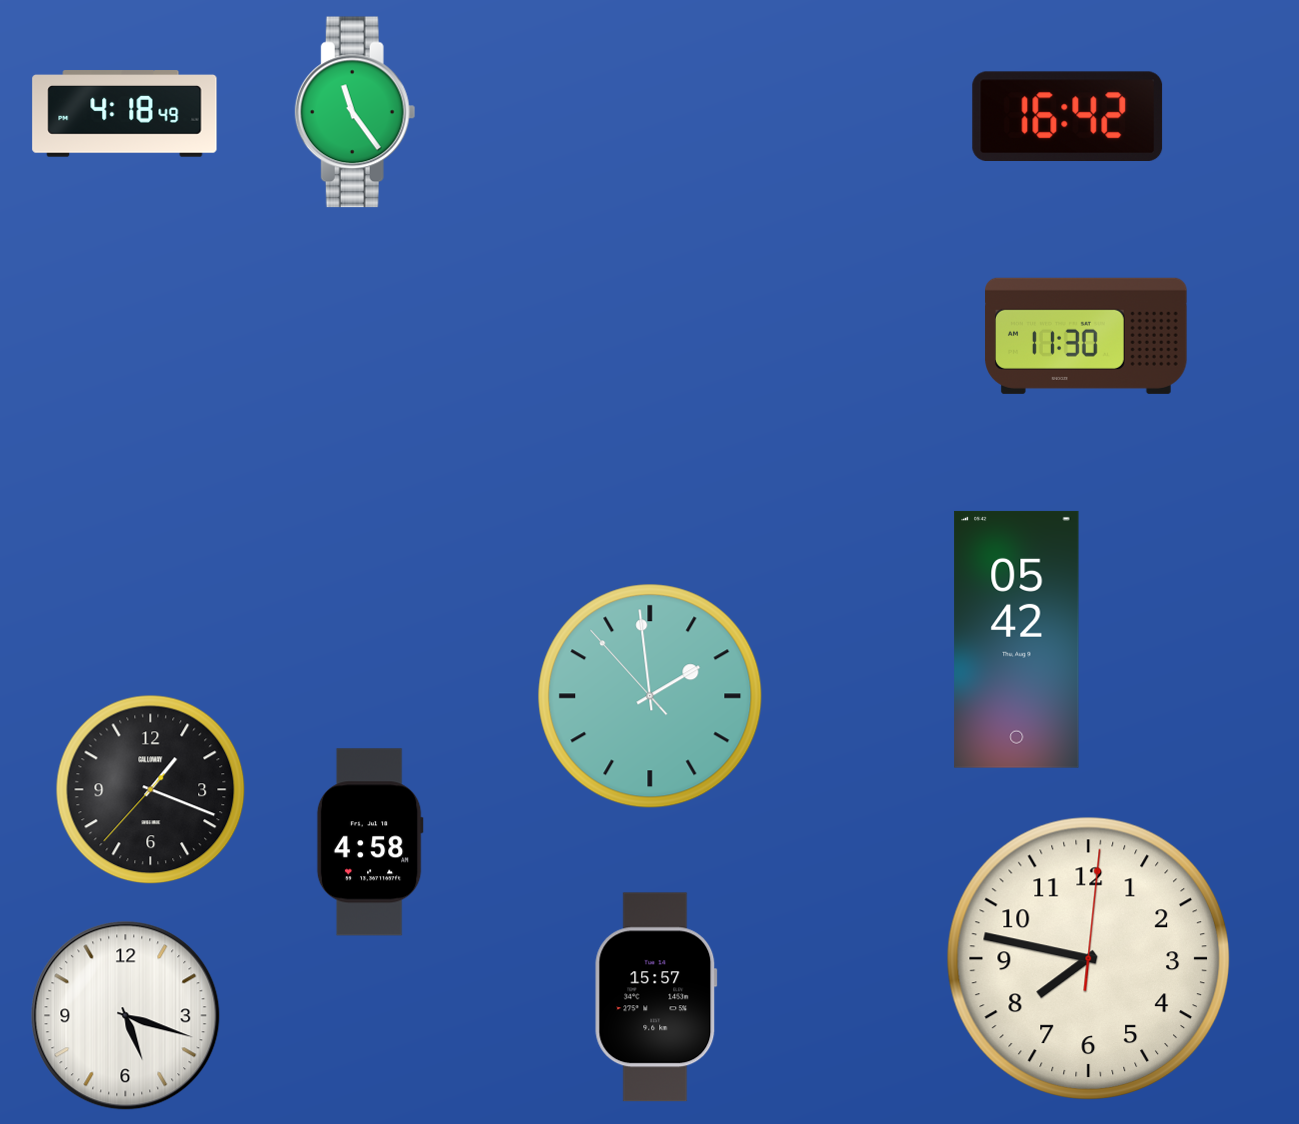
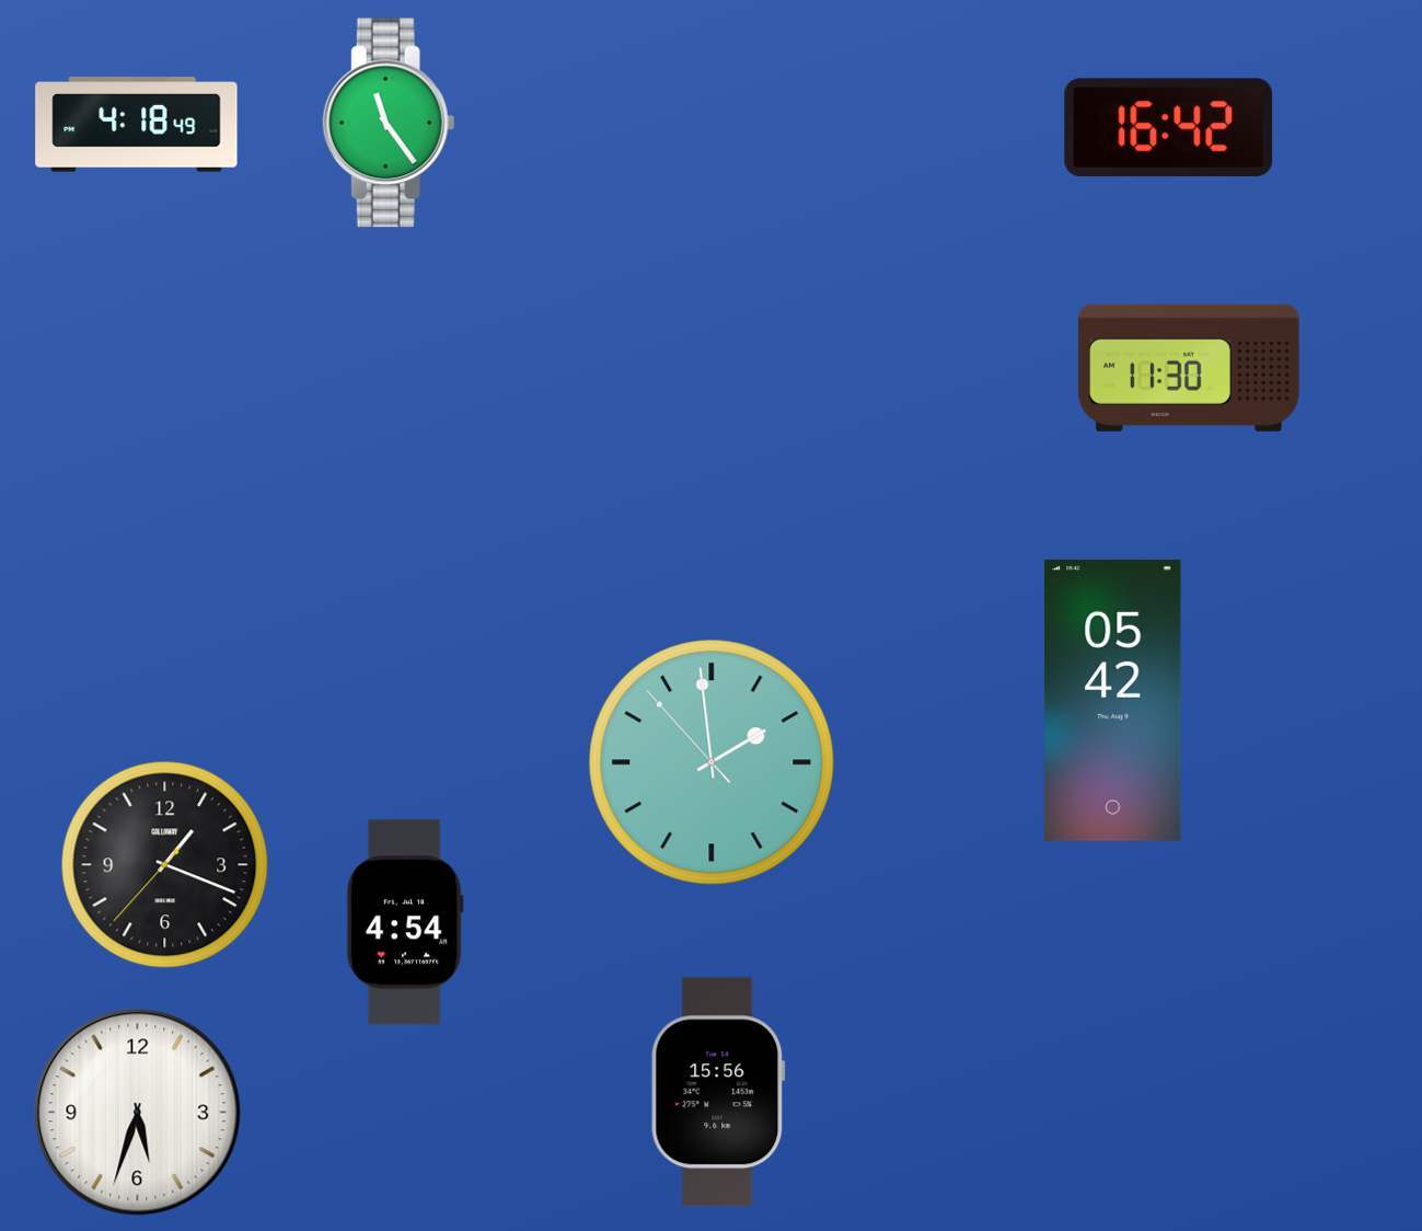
clock at (370, 842): 4:58 -> 4:54
clock at (1088, 958): 7:47 -> none
clock at (656, 997): 15:57 -> 15:56
clock at (126, 1016): 5:18 -> 5:33
